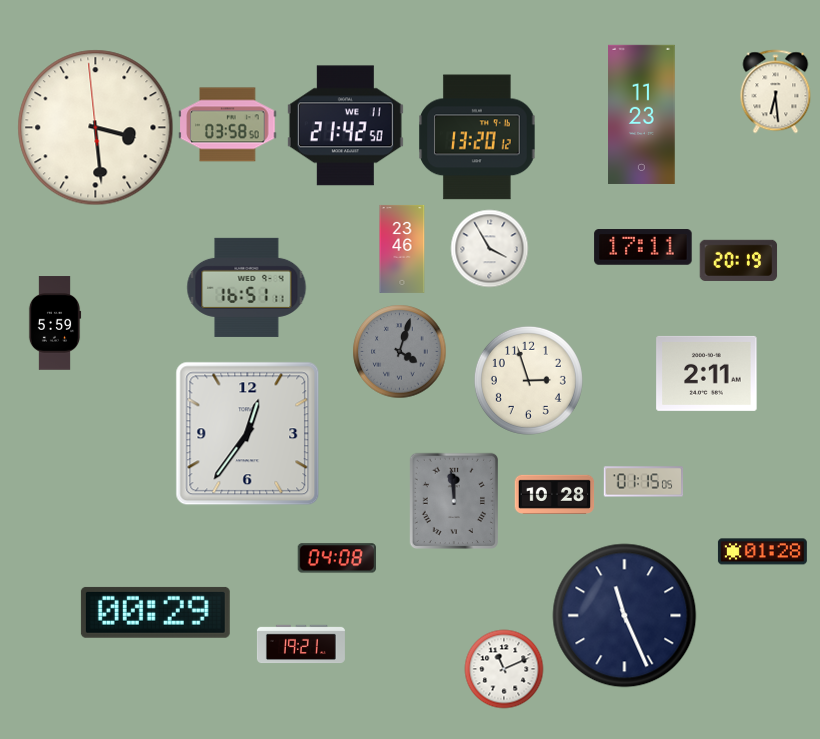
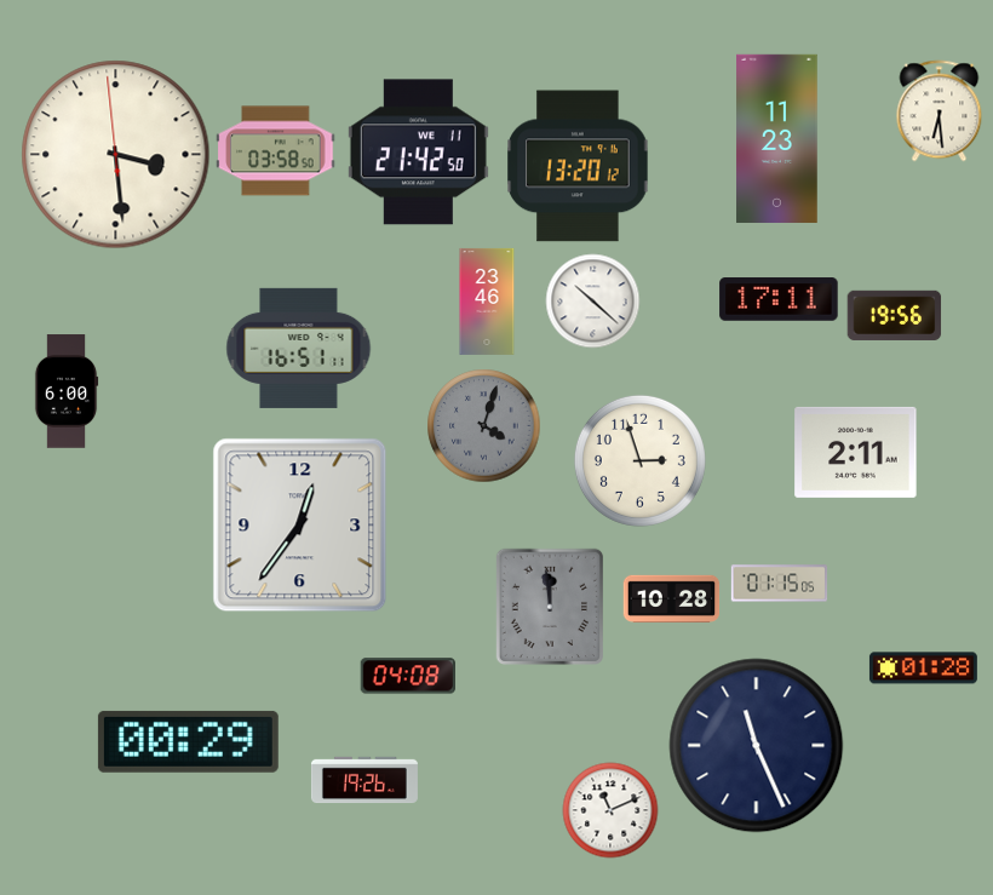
clock at (489, 248): 3:55 -> 10:22
clock at (738, 260): 20:19 -> 19:56
clock at (55, 323): 5:59 -> 6:00
clock at (301, 644): 19:21 -> 19:26
